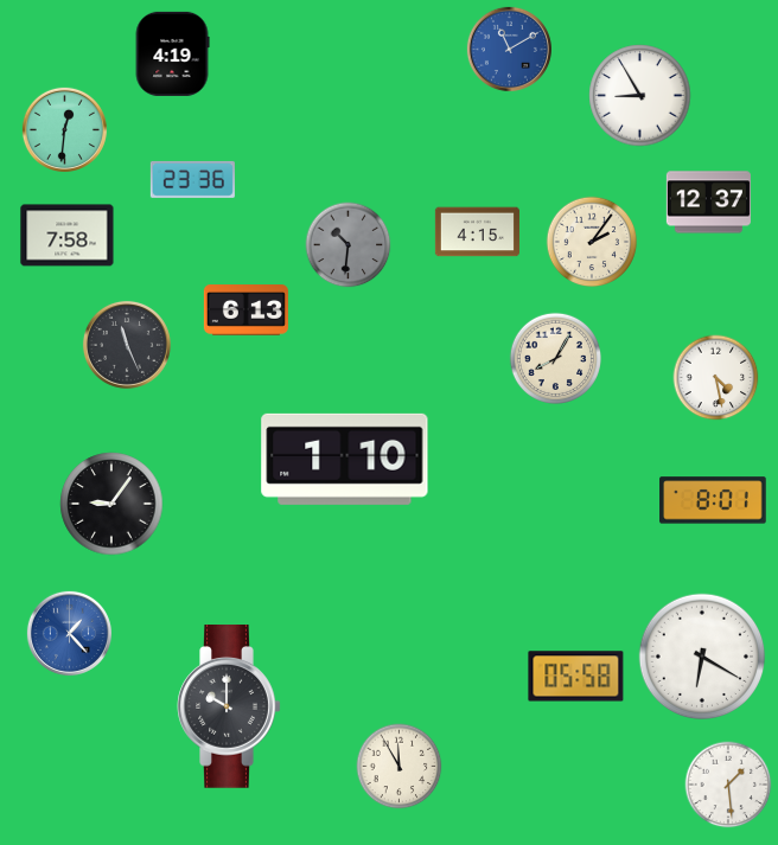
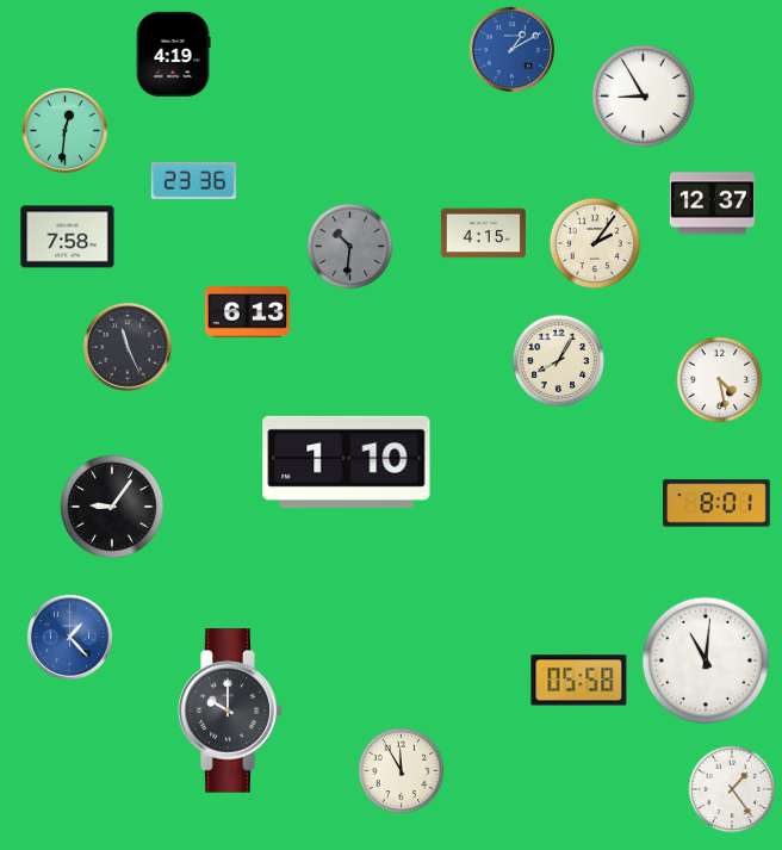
clock at (509, 49): 11:10 -> 1:10
clock at (477, 232) position: (477, 232) -> (483, 234)
clock at (702, 657): 6:20 -> 11:01
clock at (728, 785): 1:29 -> 1:24
